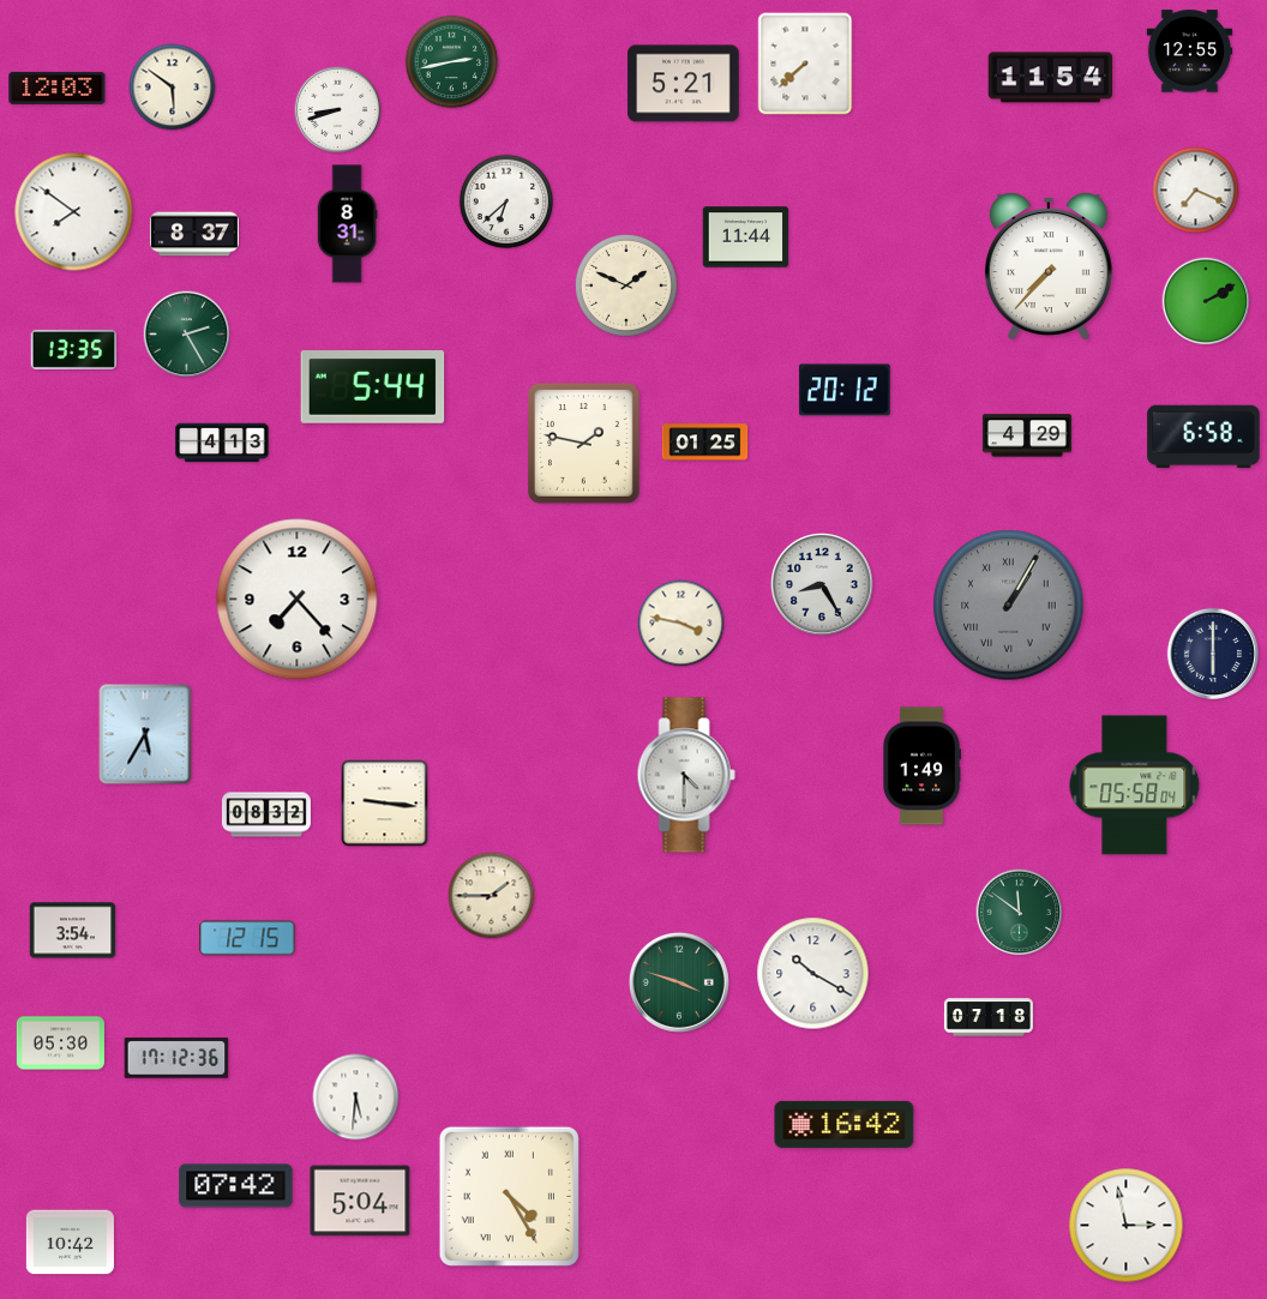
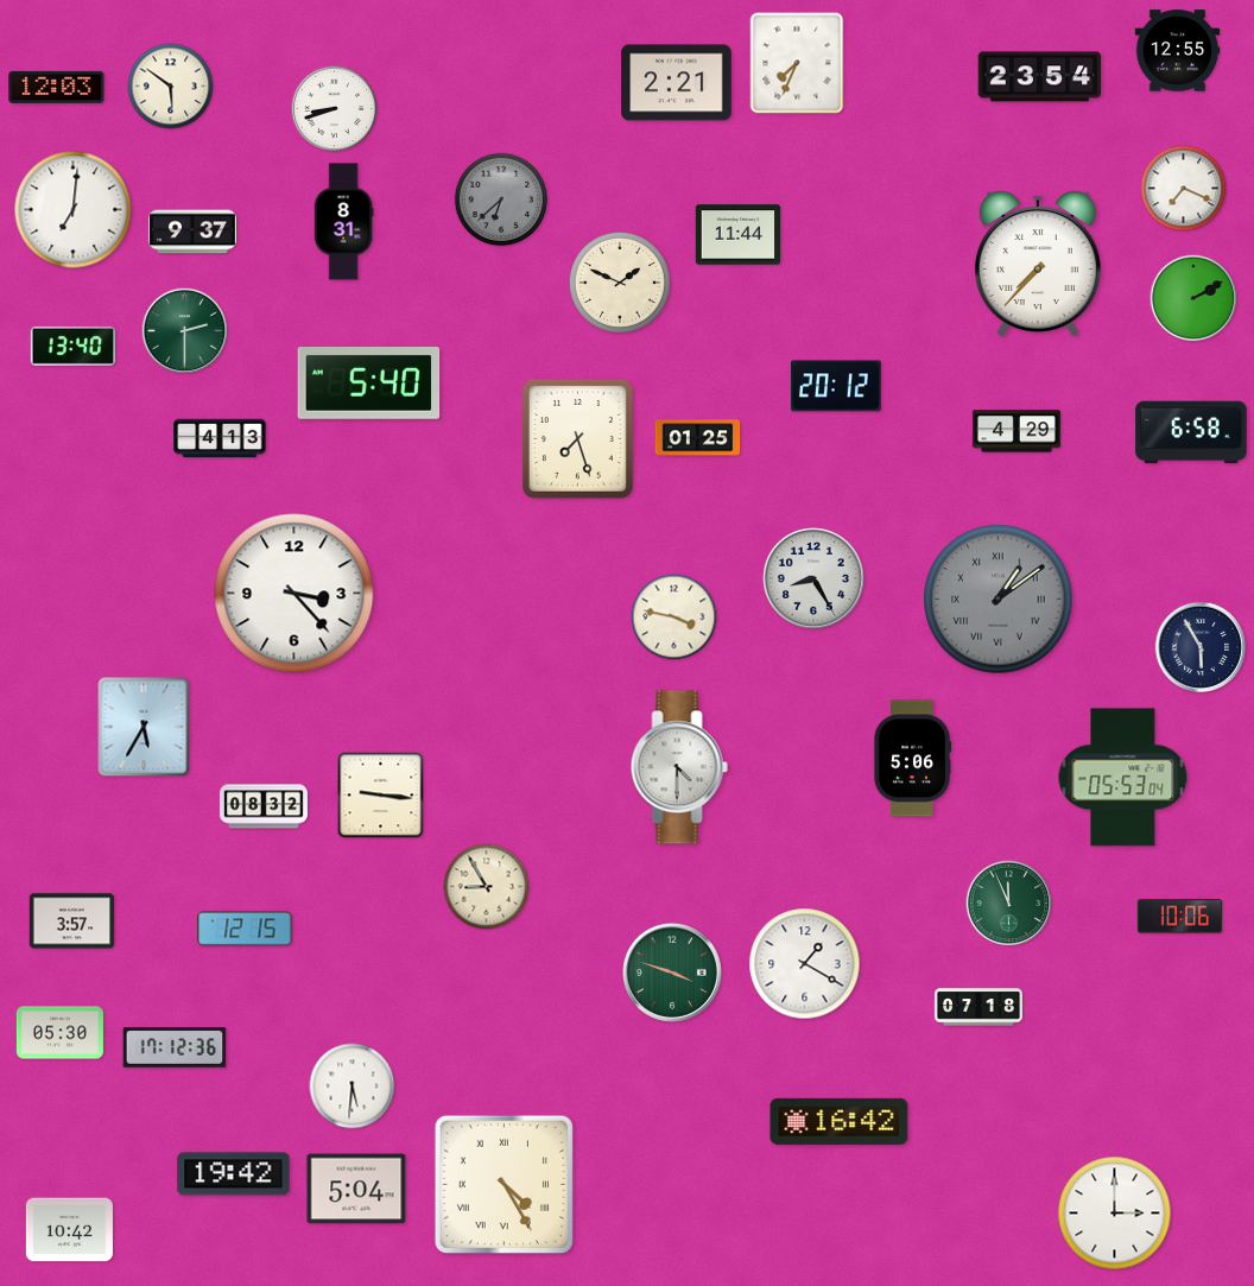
clock at (452, 62): 2:43 -> none
clock at (805, 64): 7:38 -> 7:34
clock at (1051, 78): 11:54 -> 23:54
clock at (684, 84): 5:21 -> 2:21
clock at (506, 202) dial: white -> grey
clock at (74, 212): 7:51 -> 7:01
clock at (194, 234): 8:37 -> 9:37
clock at (187, 335): 2:25 -> 2:30
clock at (74, 349): 13:35 -> 13:40
clock at (373, 387): 5:44 -> 5:40
clock at (583, 443): 1:47 -> 7:27
clock at (298, 600): 7:23 -> 3:23
clock at (1009, 606): 1:05 -> 1:09
clock at (1212, 652): 6:00 -> 5:55
clock at (920, 766): 1:49 -> 5:06
clock at (1135, 786): 05:58 -> 05:53
clock at (492, 896): 1:45 -> 8:55
clock at (1020, 913): 11:51 -> 11:56
clock at (1180, 917): none -> 10:06
clock at (73, 931): 3:54 -> 3:57
clock at (813, 974): 10:20 -> 1:20
clock at (845, 1124) position: (845, 1124) -> (840, 1121)
clock at (236, 1186): 07:42 -> 19:42
clock at (1127, 1226): 2:58 -> 3:00
